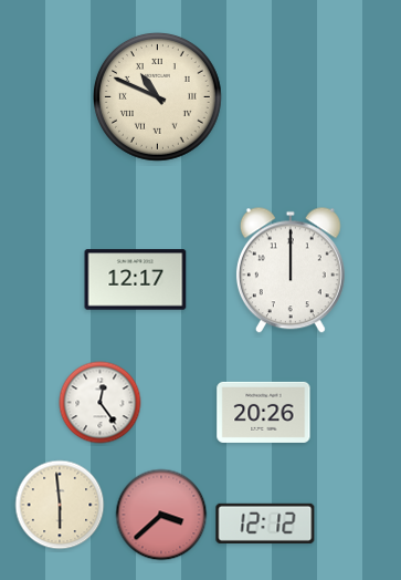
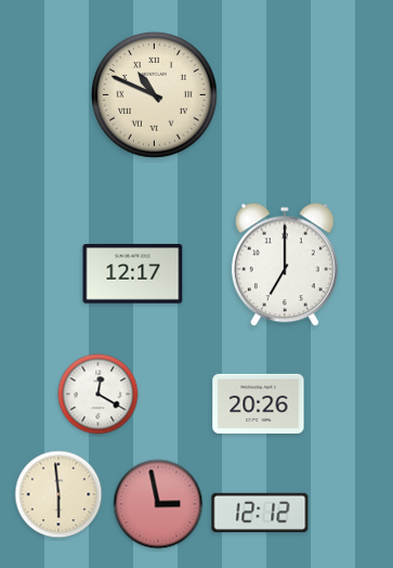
clock at (291, 270): 12:00 -> 7:00
clock at (101, 403): 12:24 -> 12:20
clock at (161, 515): 3:38 -> 2:58
